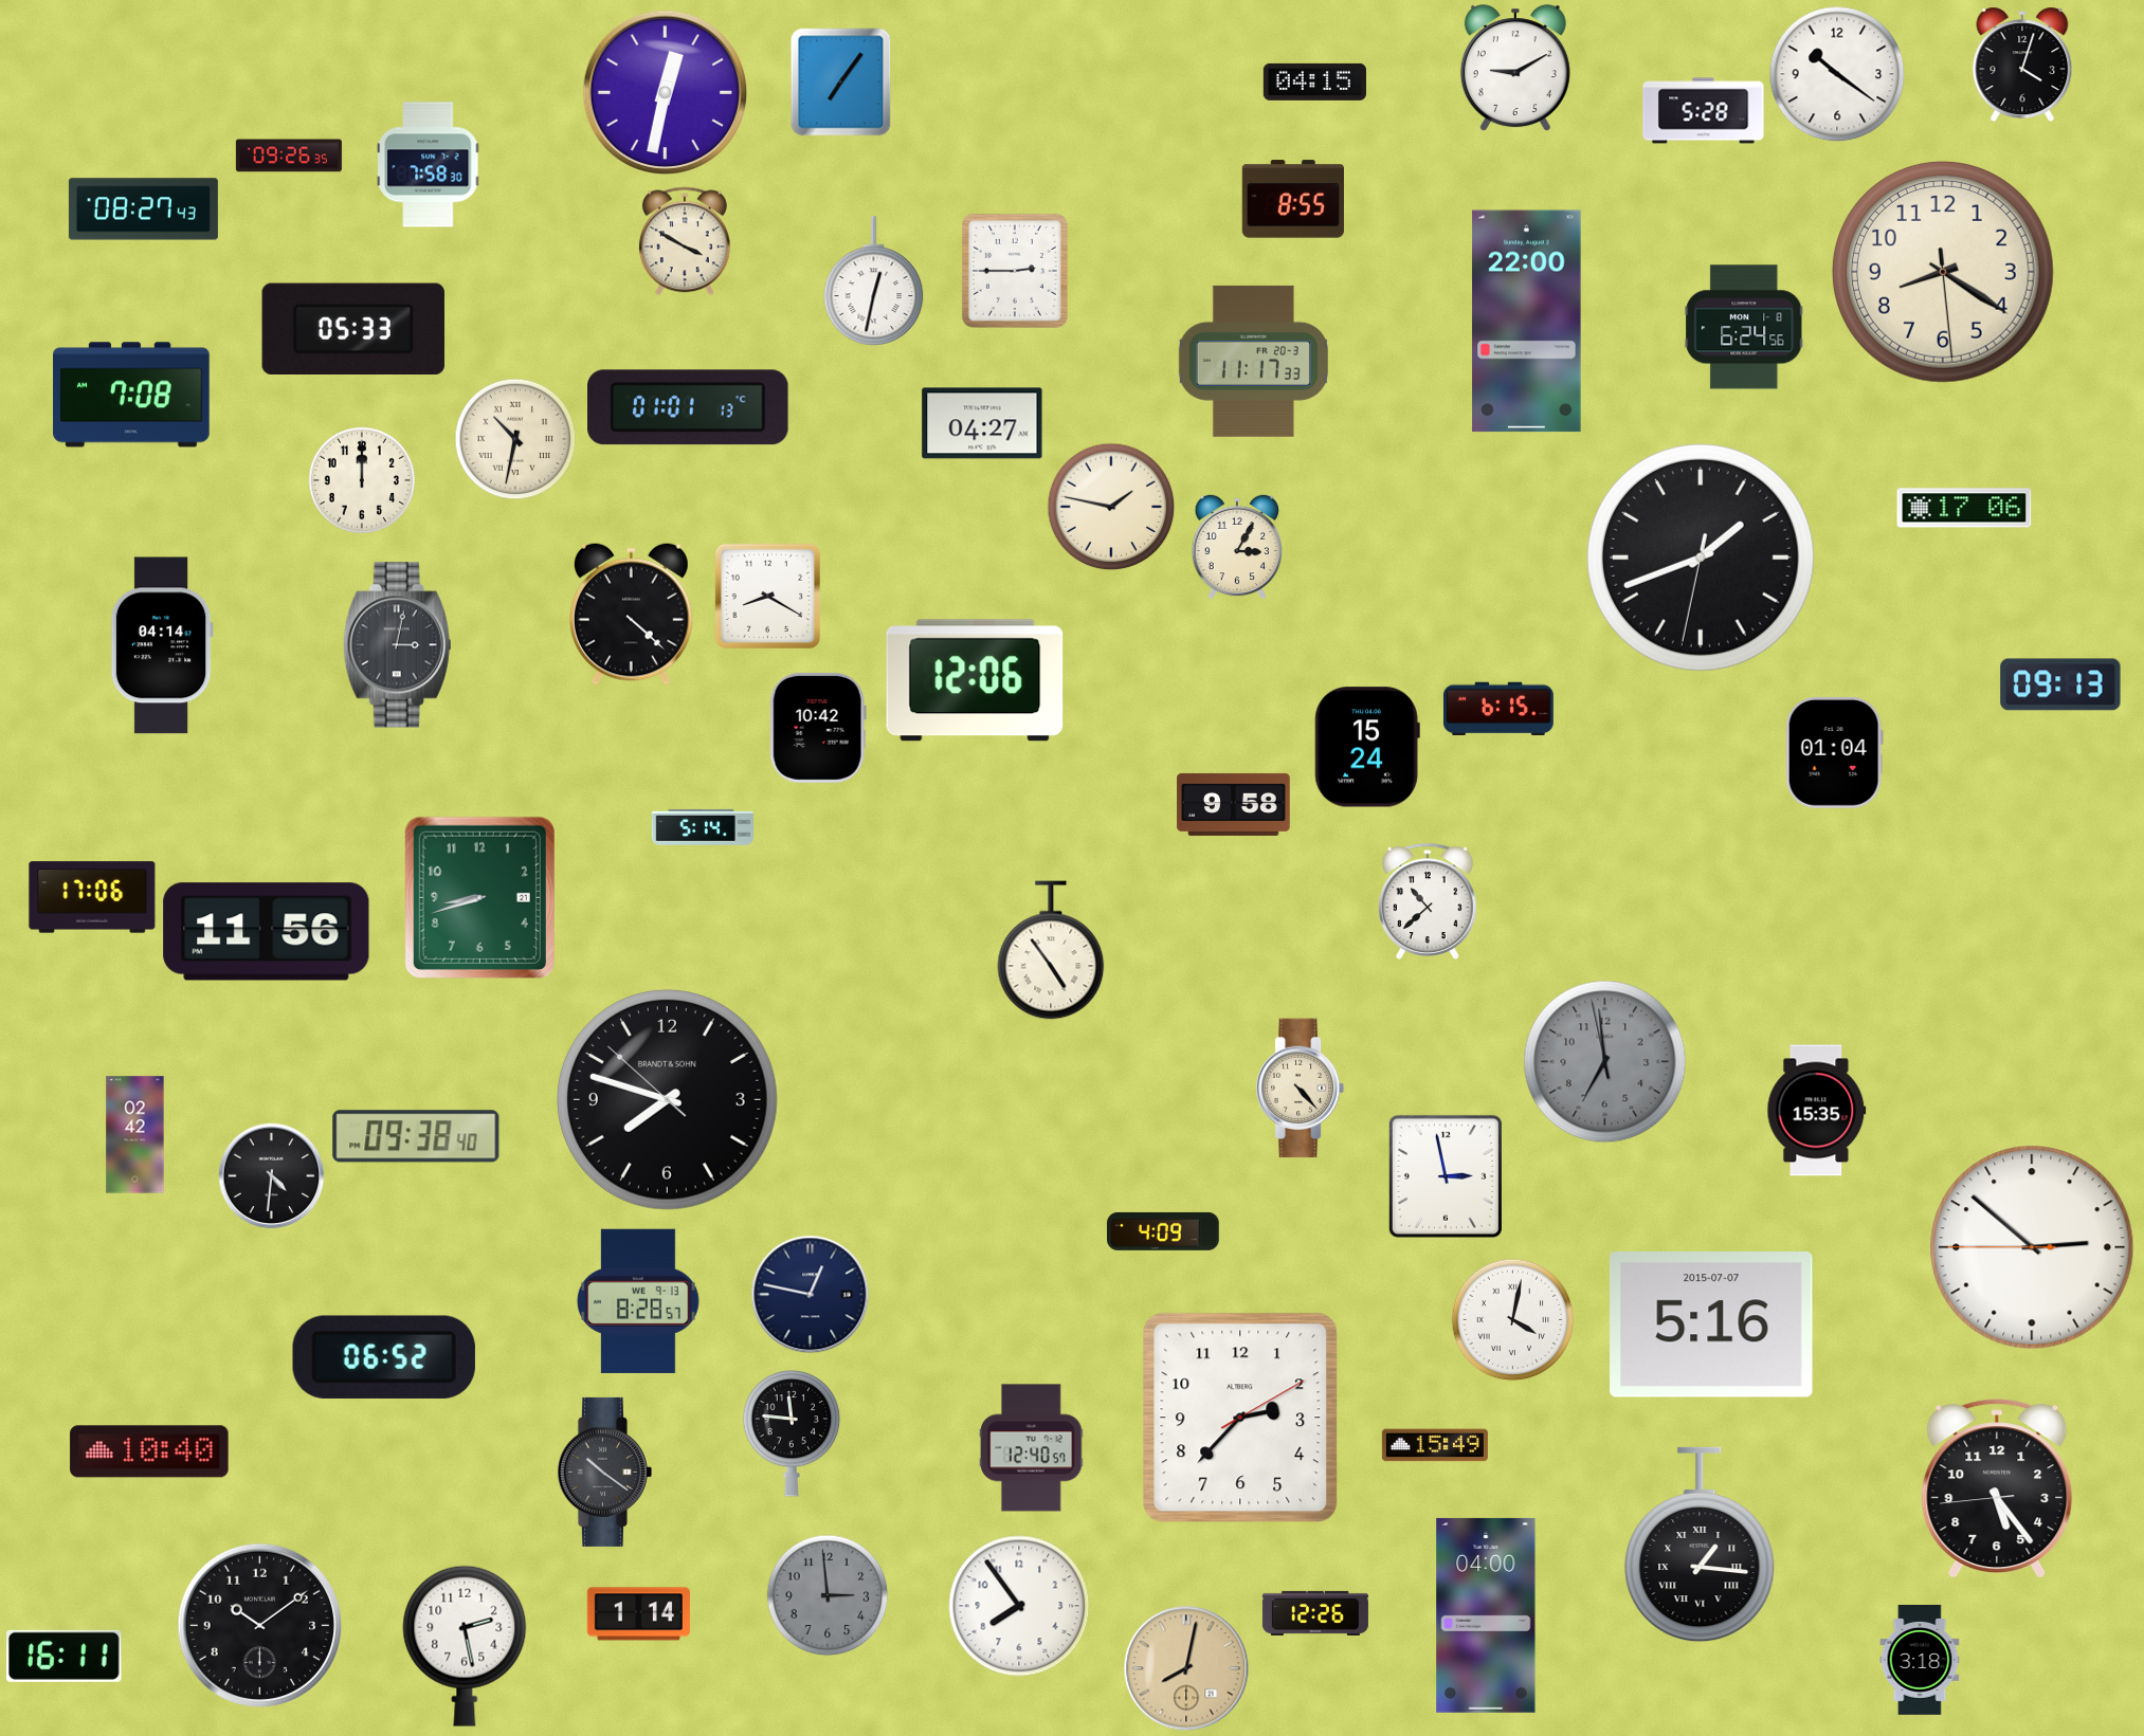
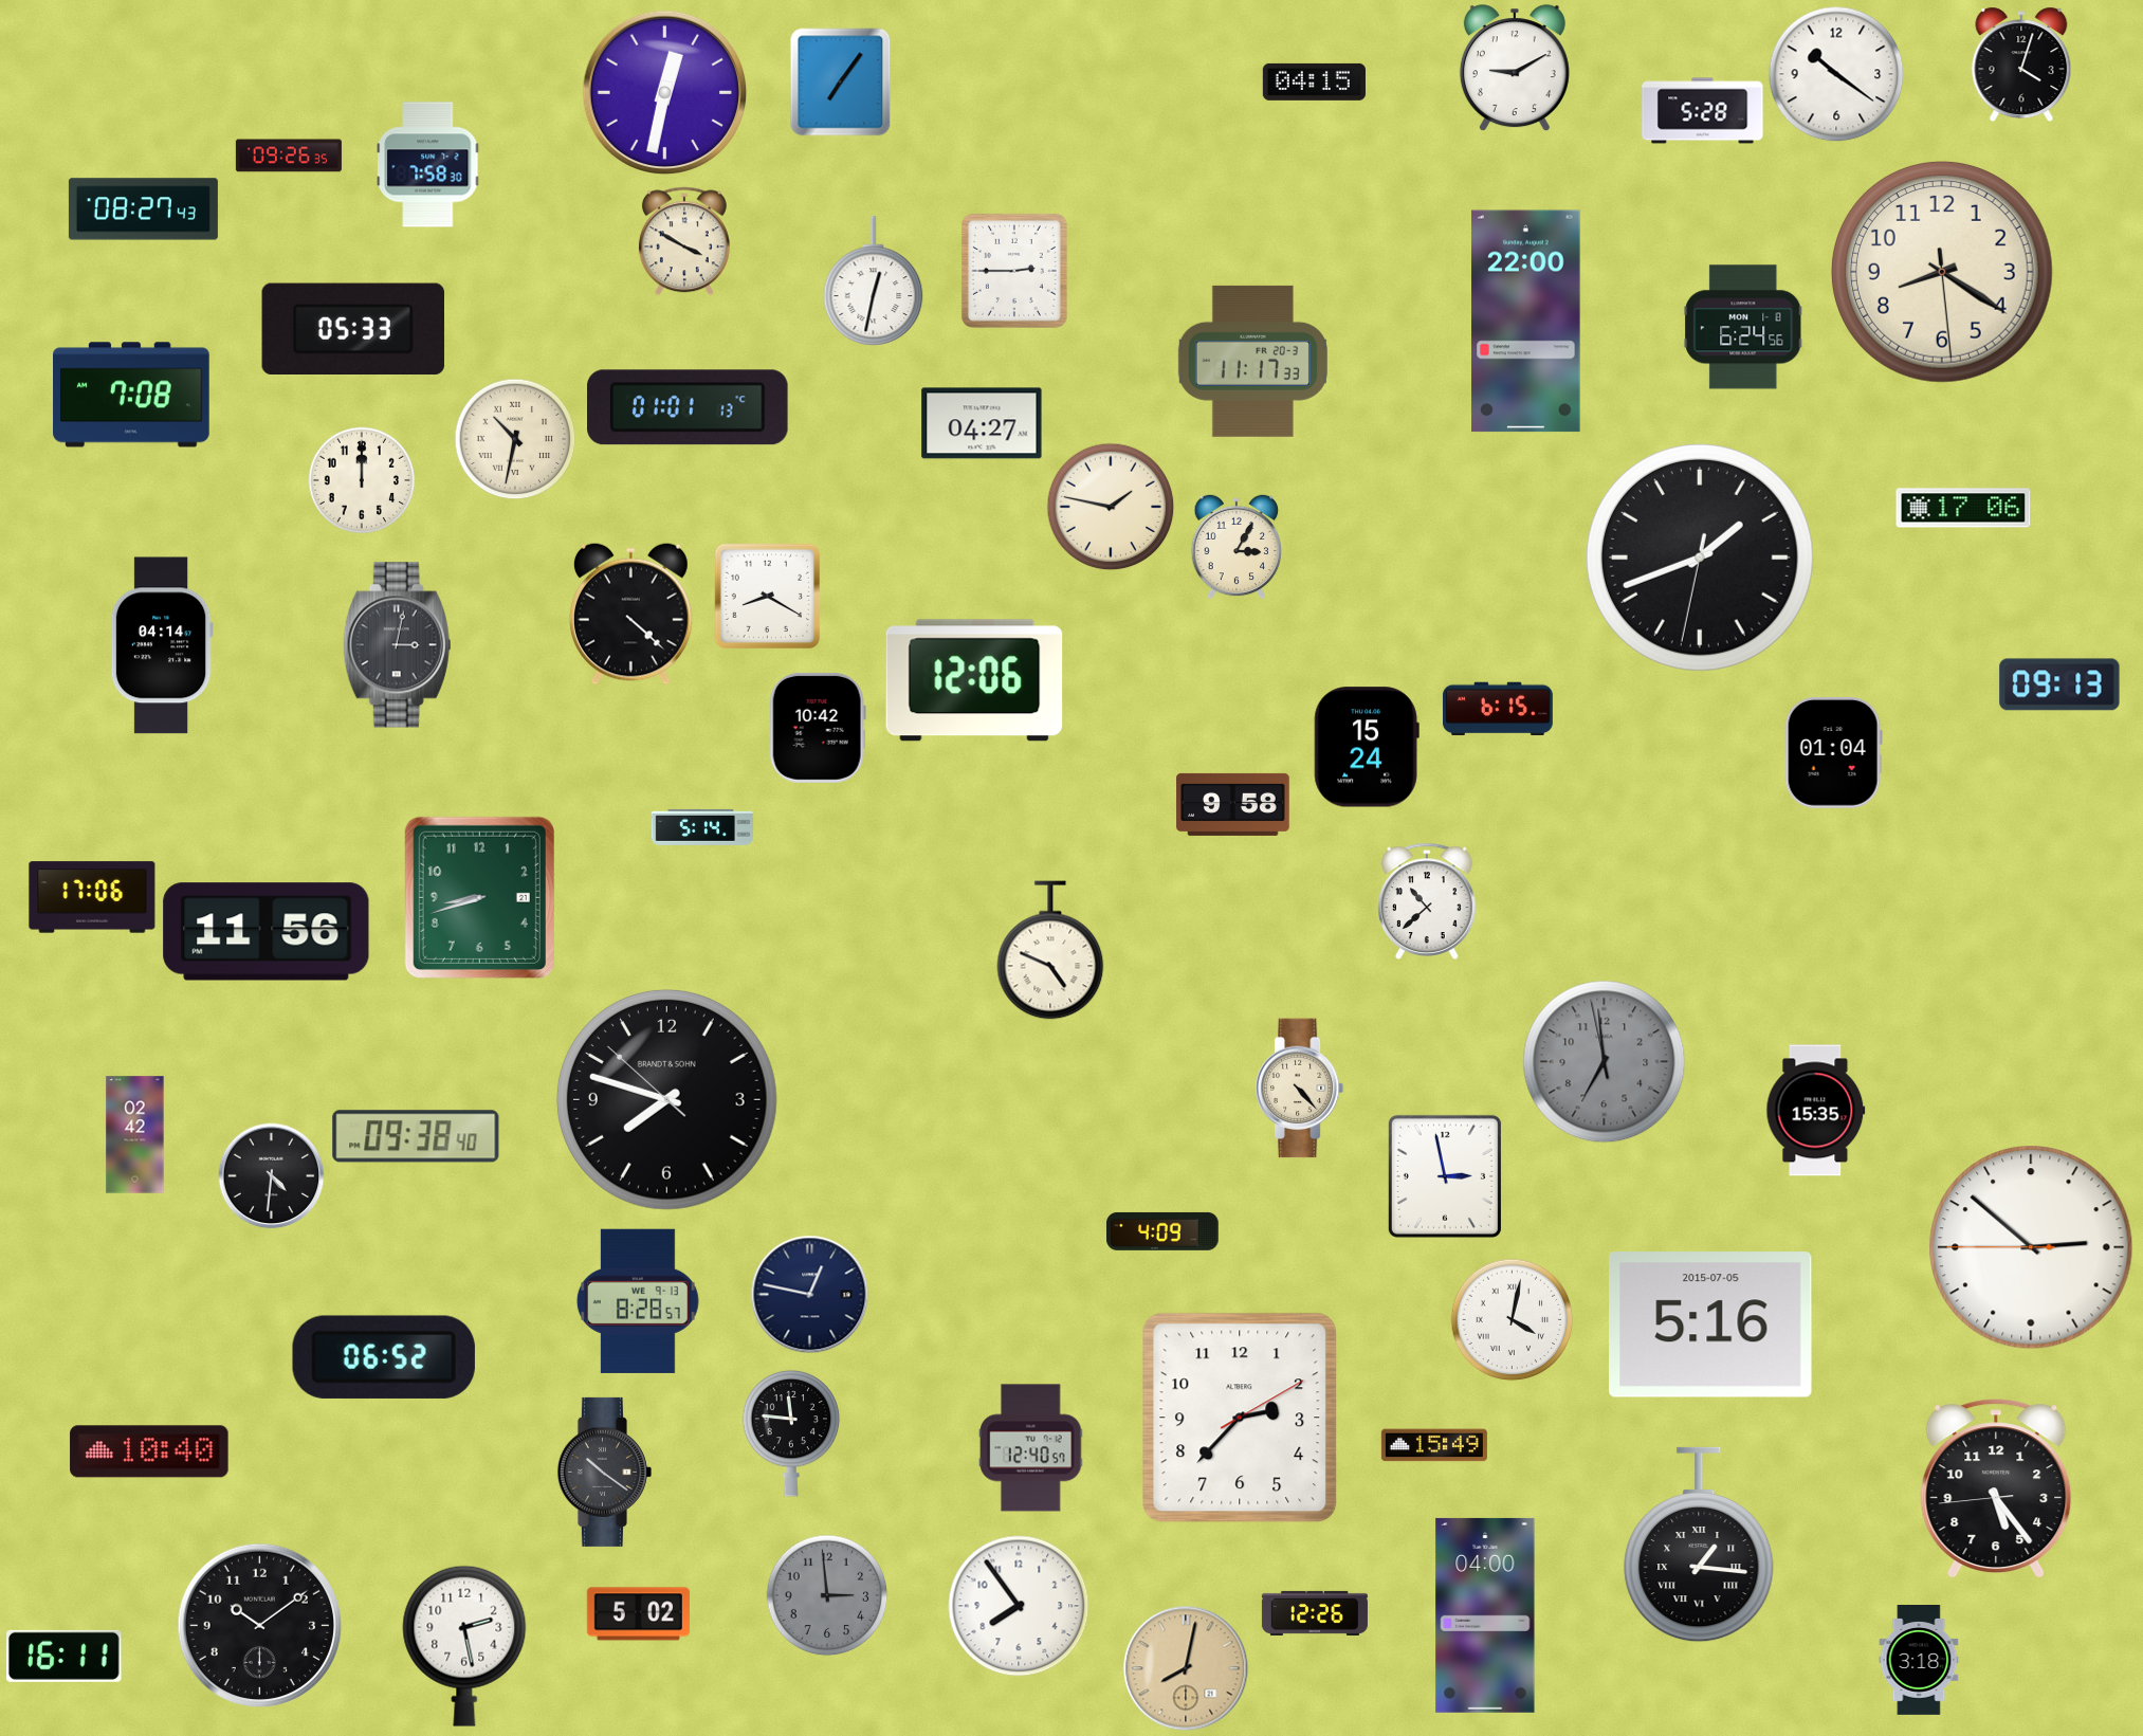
clock at (1293, 199): 8:55 -> none
clock at (1051, 950): 4:54 -> 4:49
clock at (1711, 1324) date: 2015-07-07 -> 2015-07-05
clock at (638, 1614): 1:14 -> 5:02
